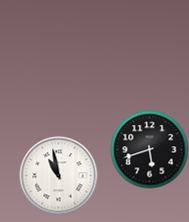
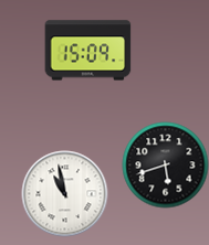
clock at (87, 51): none -> 15:09
